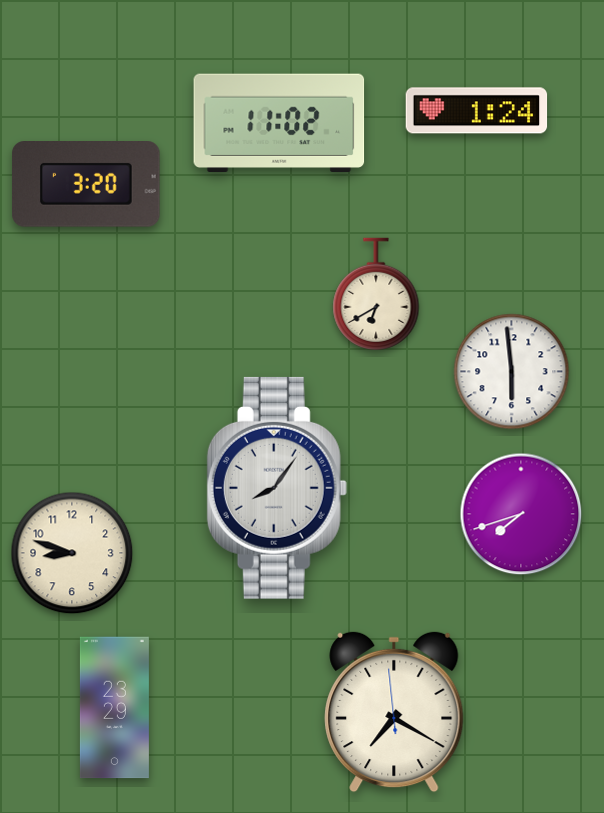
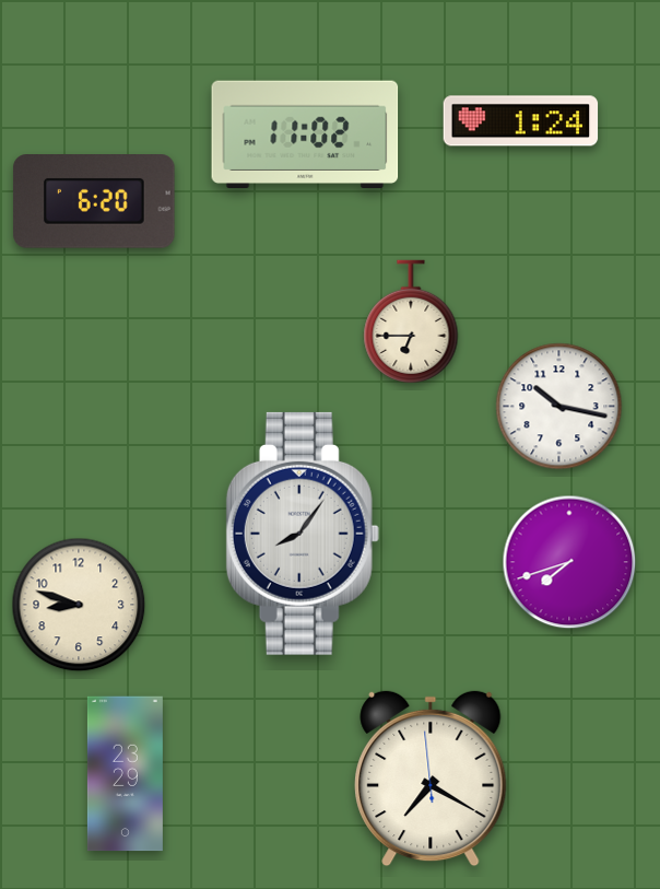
clock at (86, 185): 3:20 -> 6:20
clock at (376, 294): 6:40 -> 6:45
clock at (512, 372): 5:59 -> 10:17
